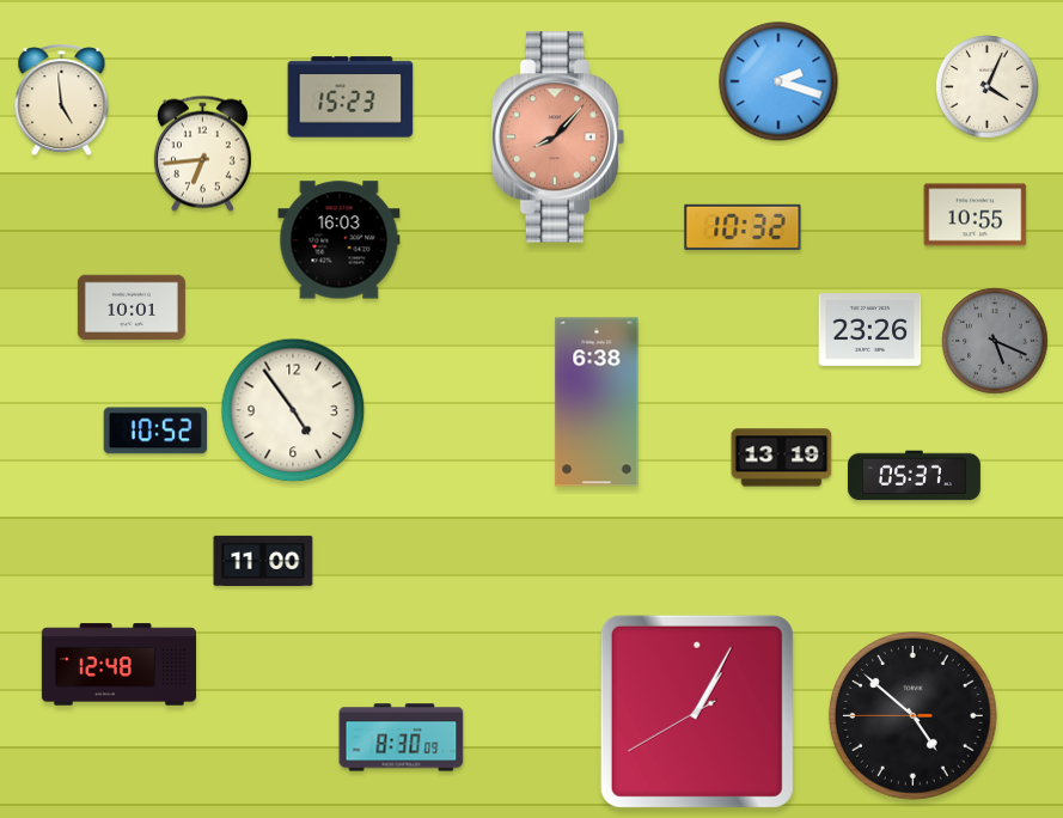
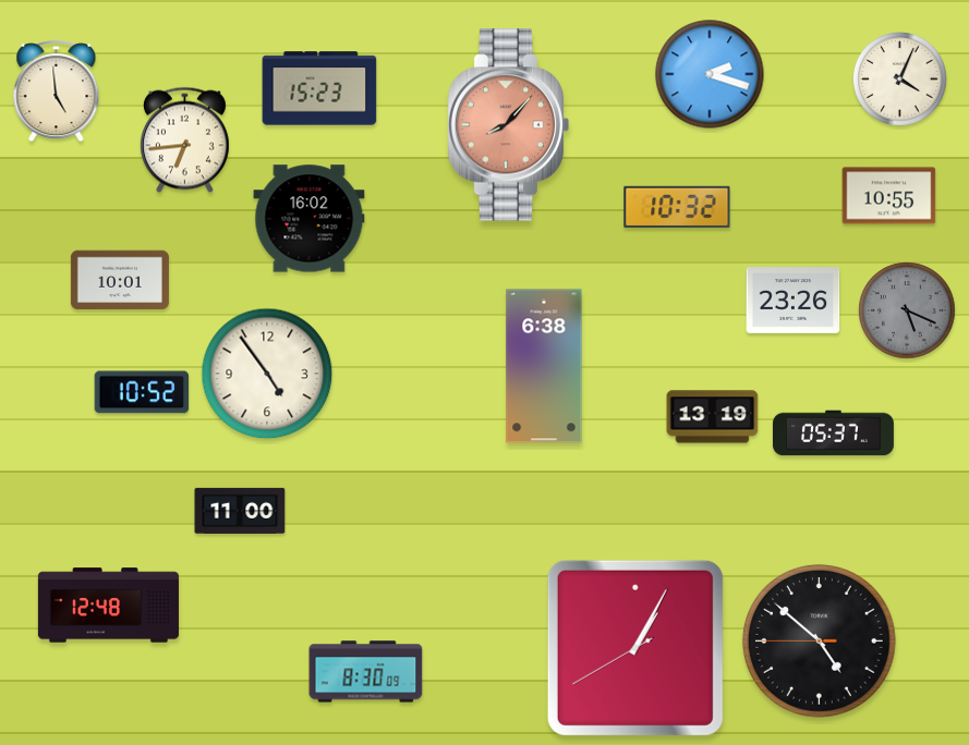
clock at (340, 240): 16:03 -> 16:02
clock at (912, 715) position: (912, 715) -> (819, 640)
